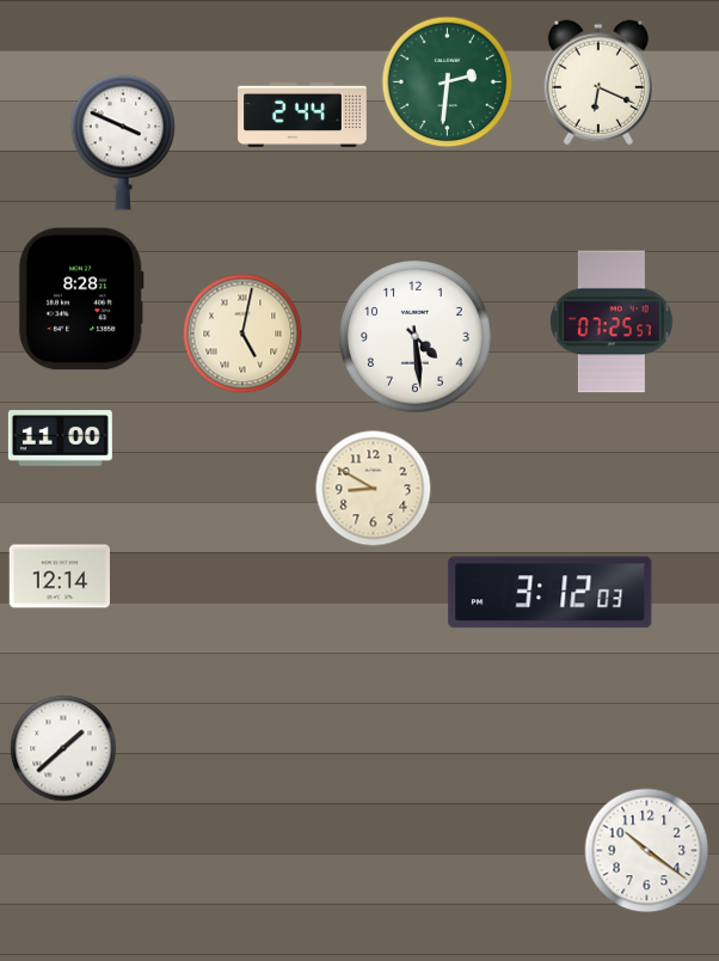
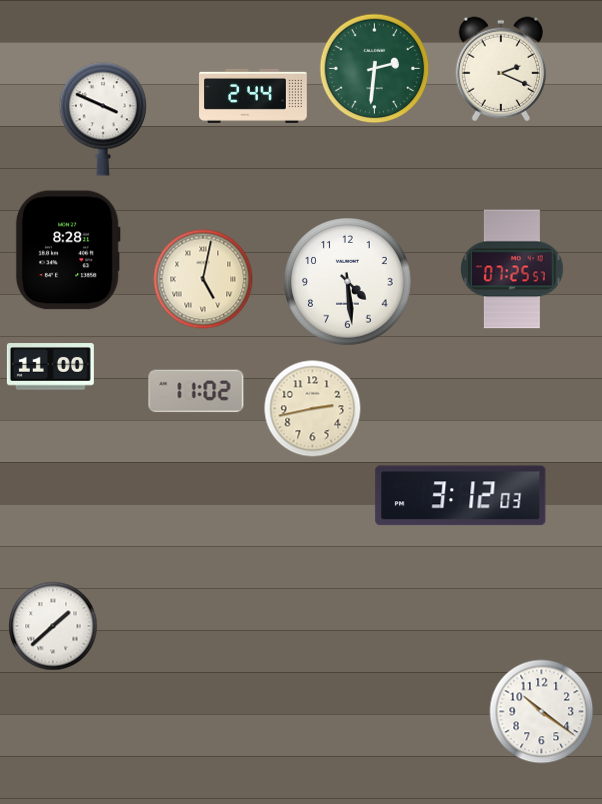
clock at (597, 82): 6:19 -> 2:19
clock at (196, 391): none -> 11:02
clock at (374, 489): 8:50 -> 2:43
clock at (60, 576): 12:14 -> none
